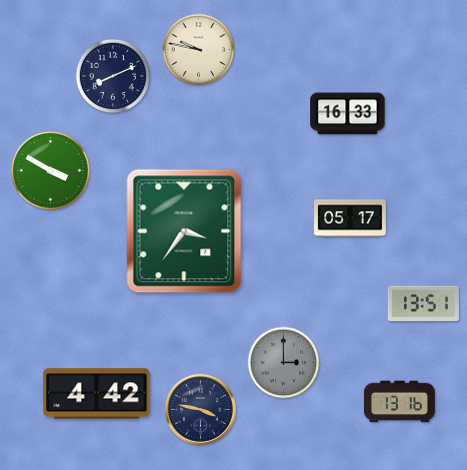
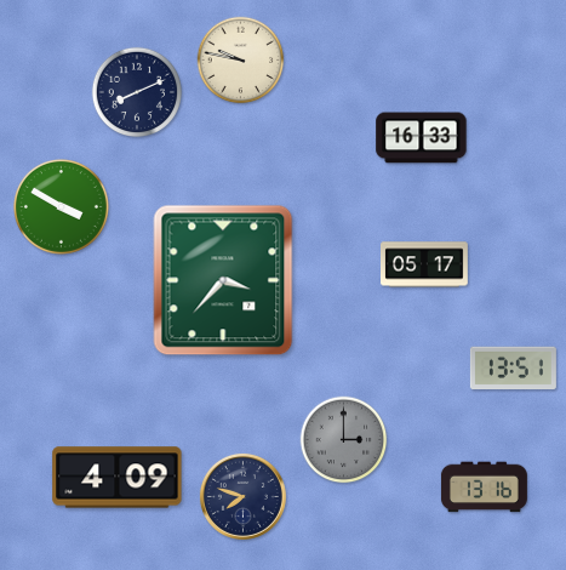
clock at (184, 231): 3:36 -> 3:37
clock at (97, 394): 4:42 -> 4:09
clock at (200, 409): 3:47 -> 7:48
